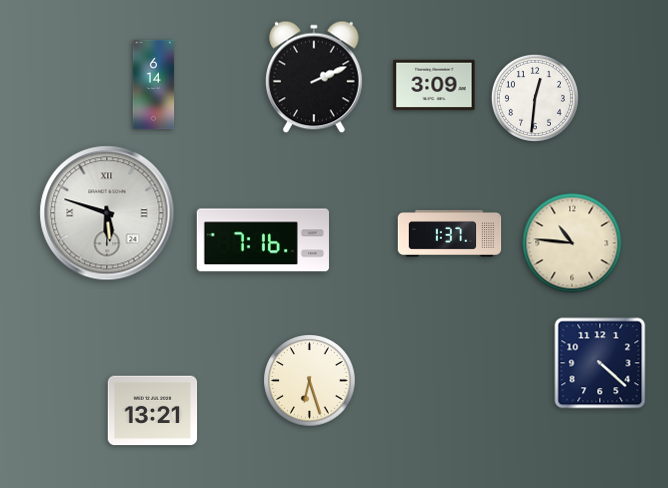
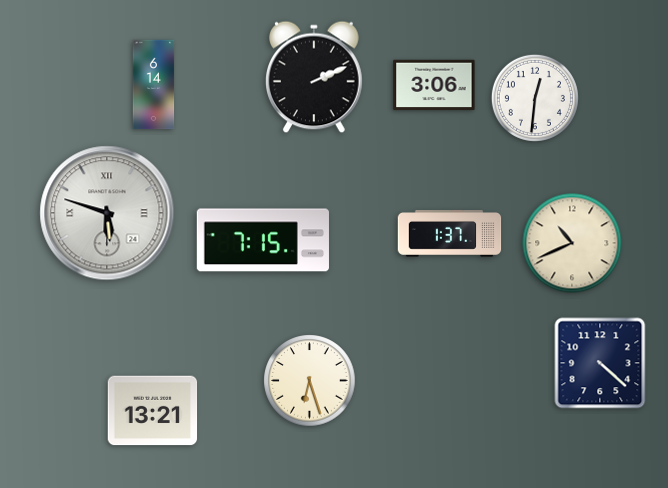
clock at (434, 85): 3:09 -> 3:06
clock at (263, 240): 7:16 -> 7:15
clock at (572, 243): 10:46 -> 10:41
